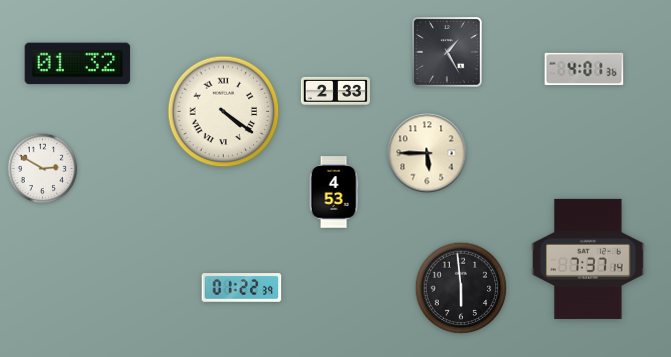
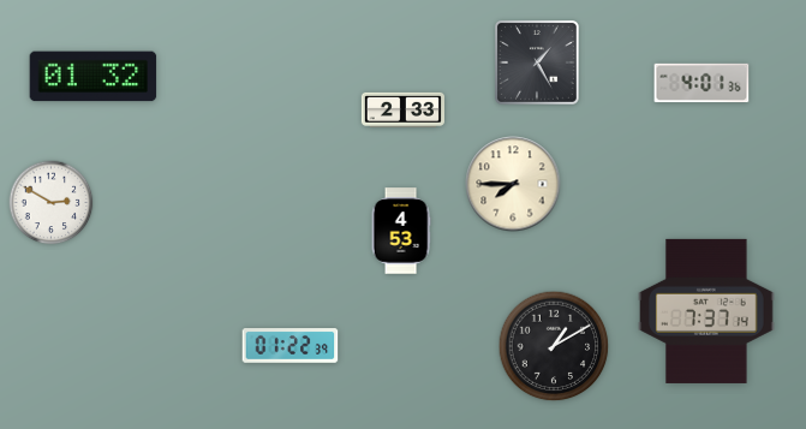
clock at (224, 112): 4:21 -> none
clock at (427, 153): 5:45 -> 7:45
clock at (461, 288): 5:59 -> 1:10
